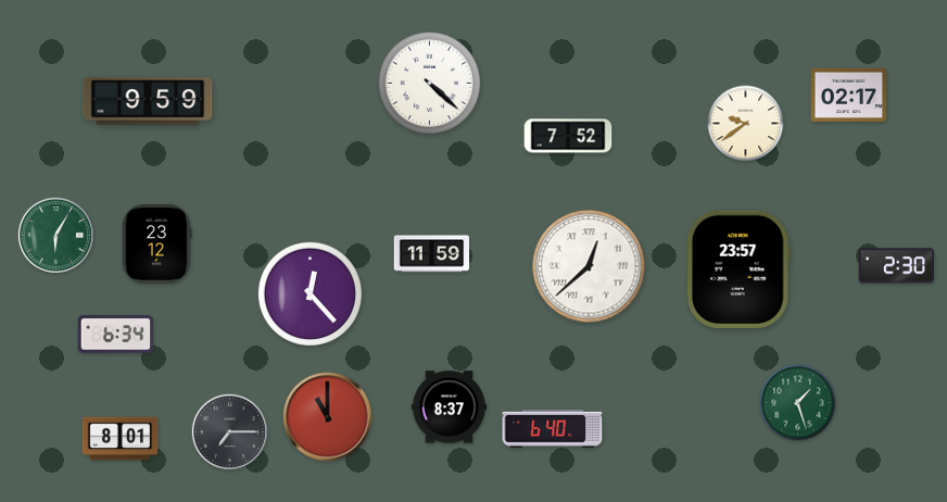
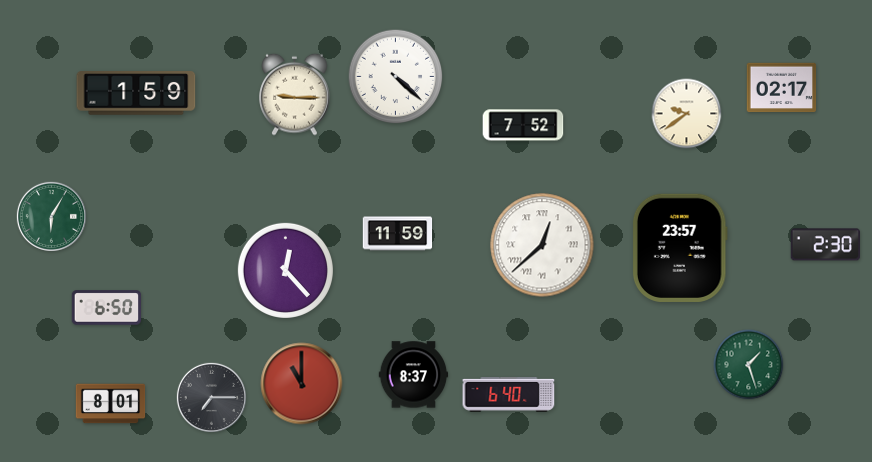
clock at (148, 101): 9:59 -> 1:59
clock at (295, 94): none -> 9:15
clock at (157, 244): 23:12 -> none
clock at (116, 335): 6:34 -> 6:50
clock at (798, 403) position: (798, 403) -> (749, 365)
